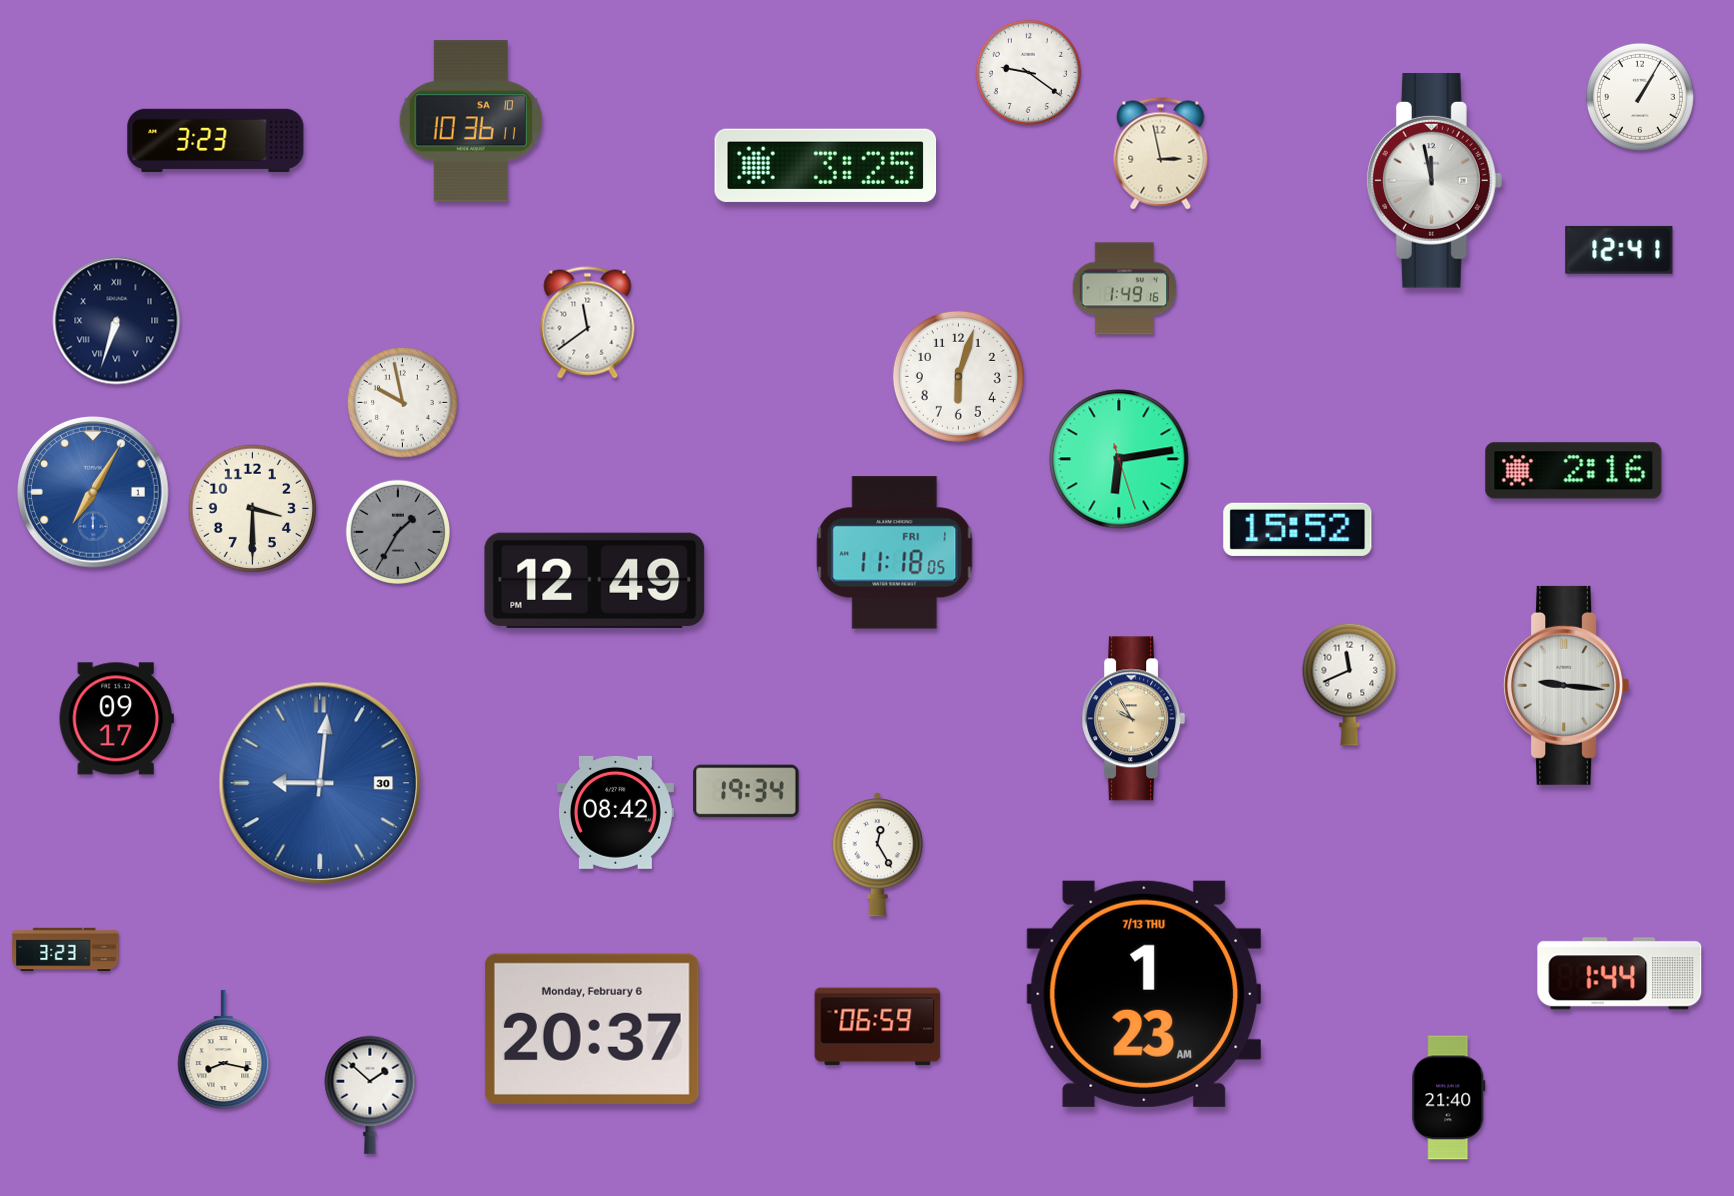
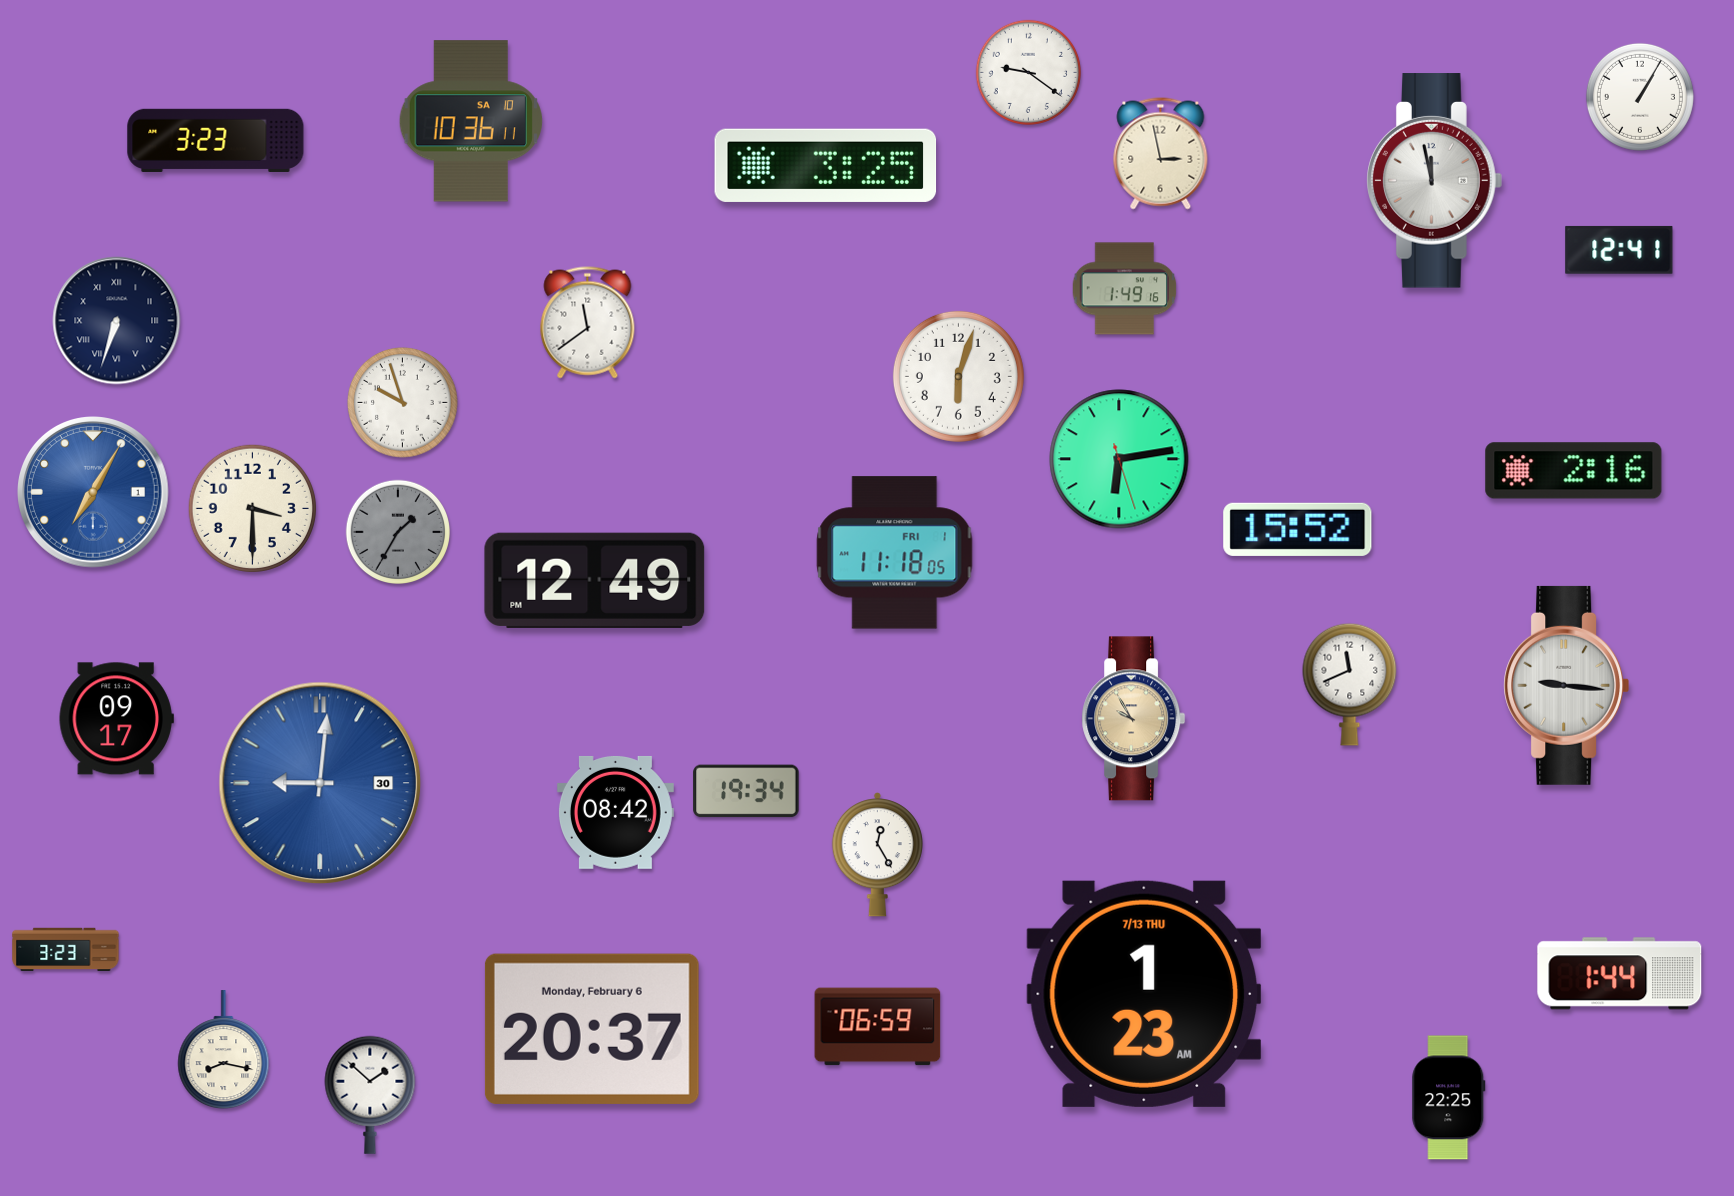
clock at (403, 403): 9:58 -> 9:57
clock at (1449, 1098): 21:40 -> 22:25
